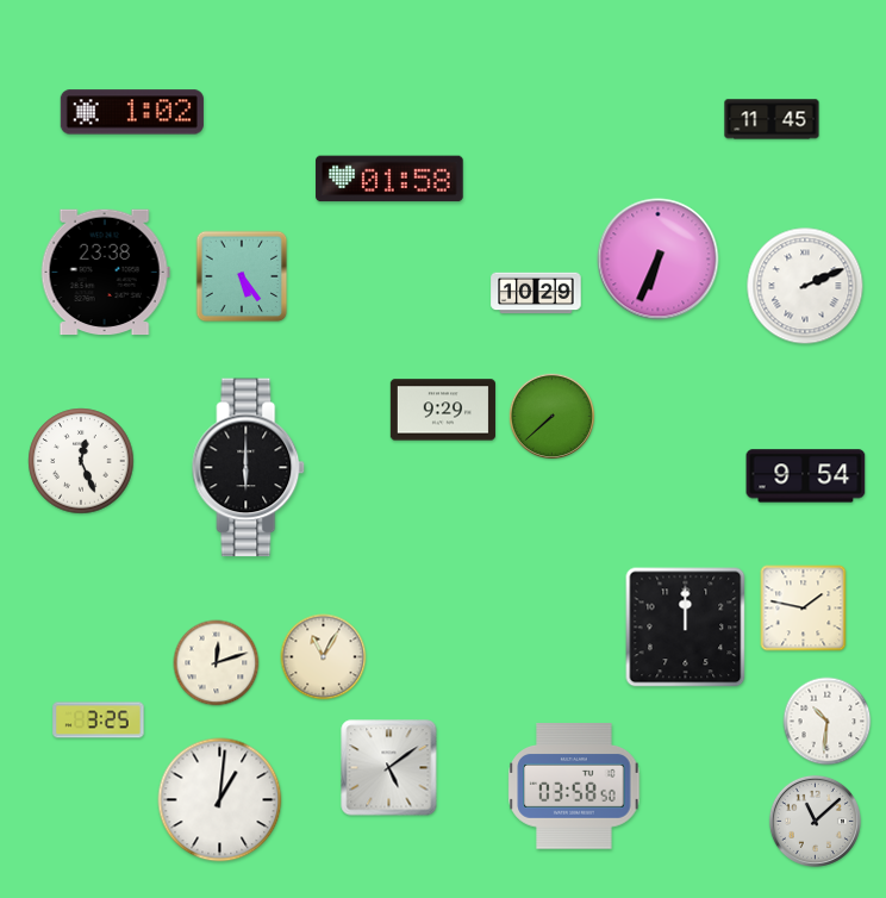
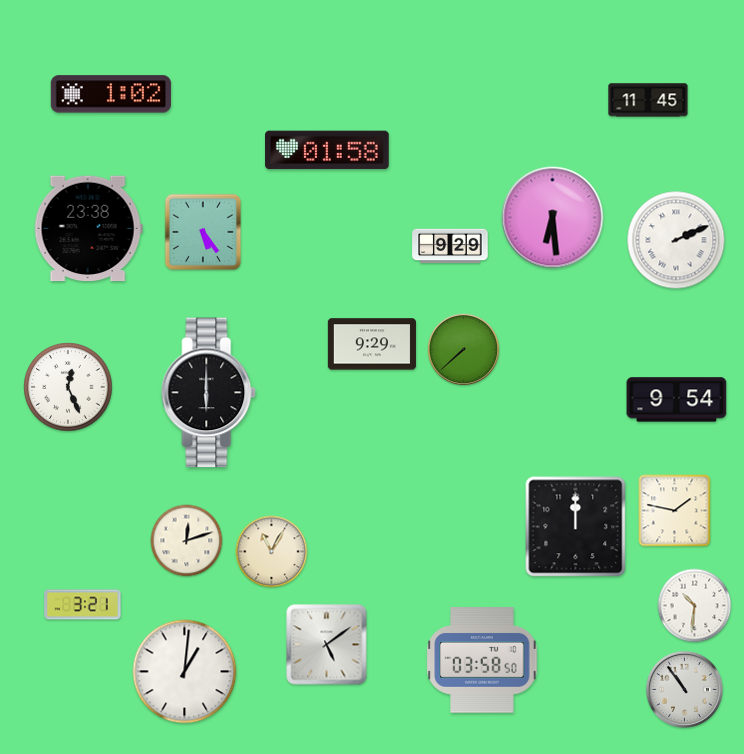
clock at (659, 260): 6:34 -> 6:29
clock at (536, 293): 10:29 -> 9:29
clock at (217, 663) position: (217, 663) -> (187, 541)
clock at (99, 721): 3:25 -> 3:21
clock at (815, 821): 11:08 -> 10:54
